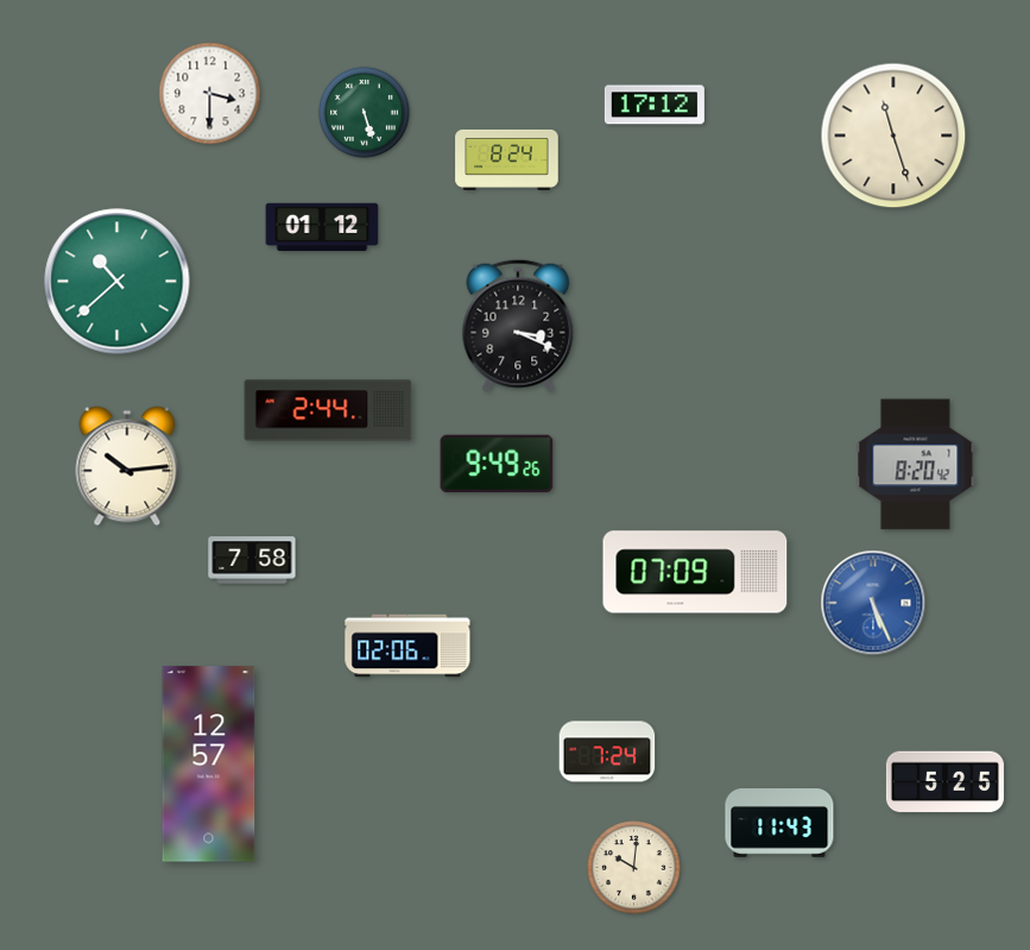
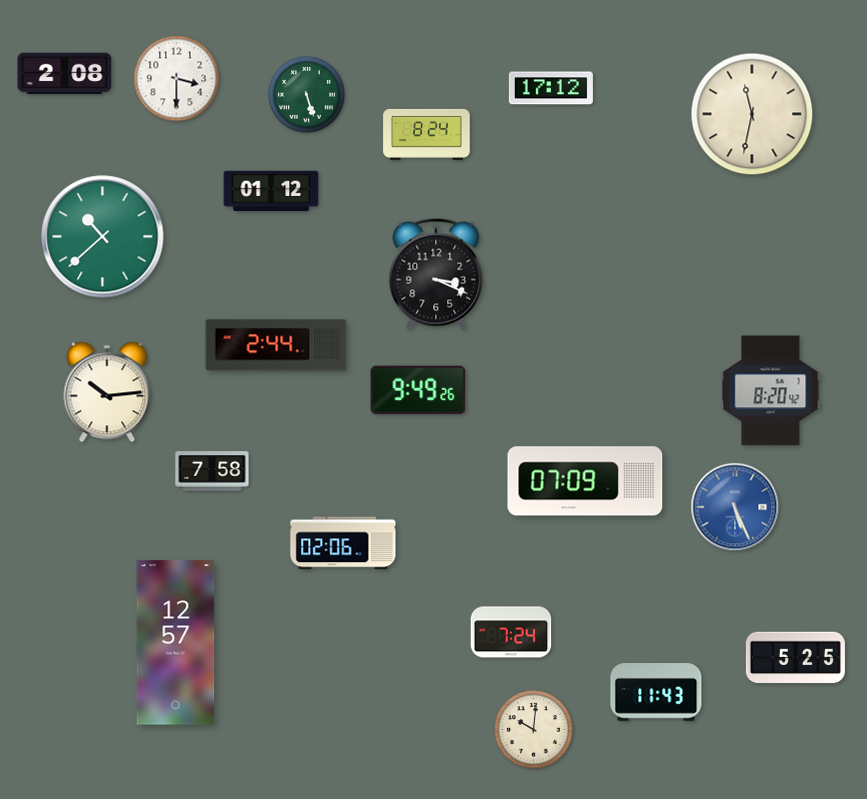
clock at (65, 74): none -> 2:08
clock at (893, 136): 11:27 -> 11:32
clock at (118, 282) position: (118, 282) -> (103, 237)
